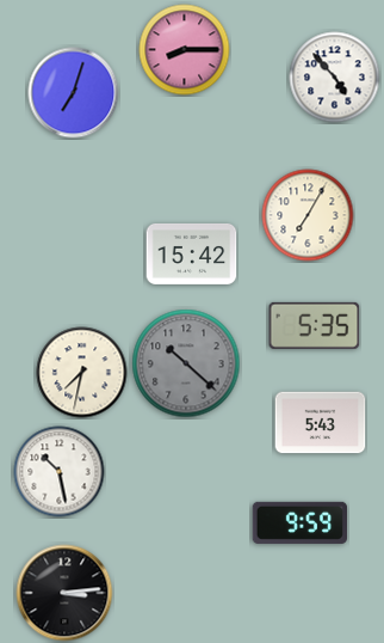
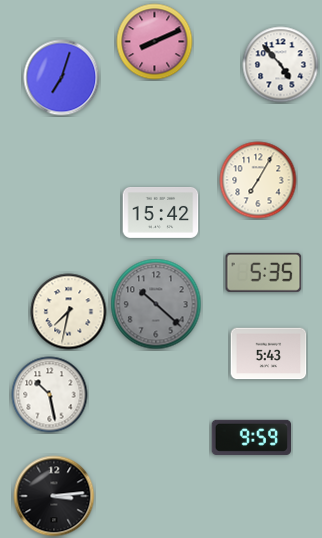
clock at (185, 50): 8:15 -> 8:11
